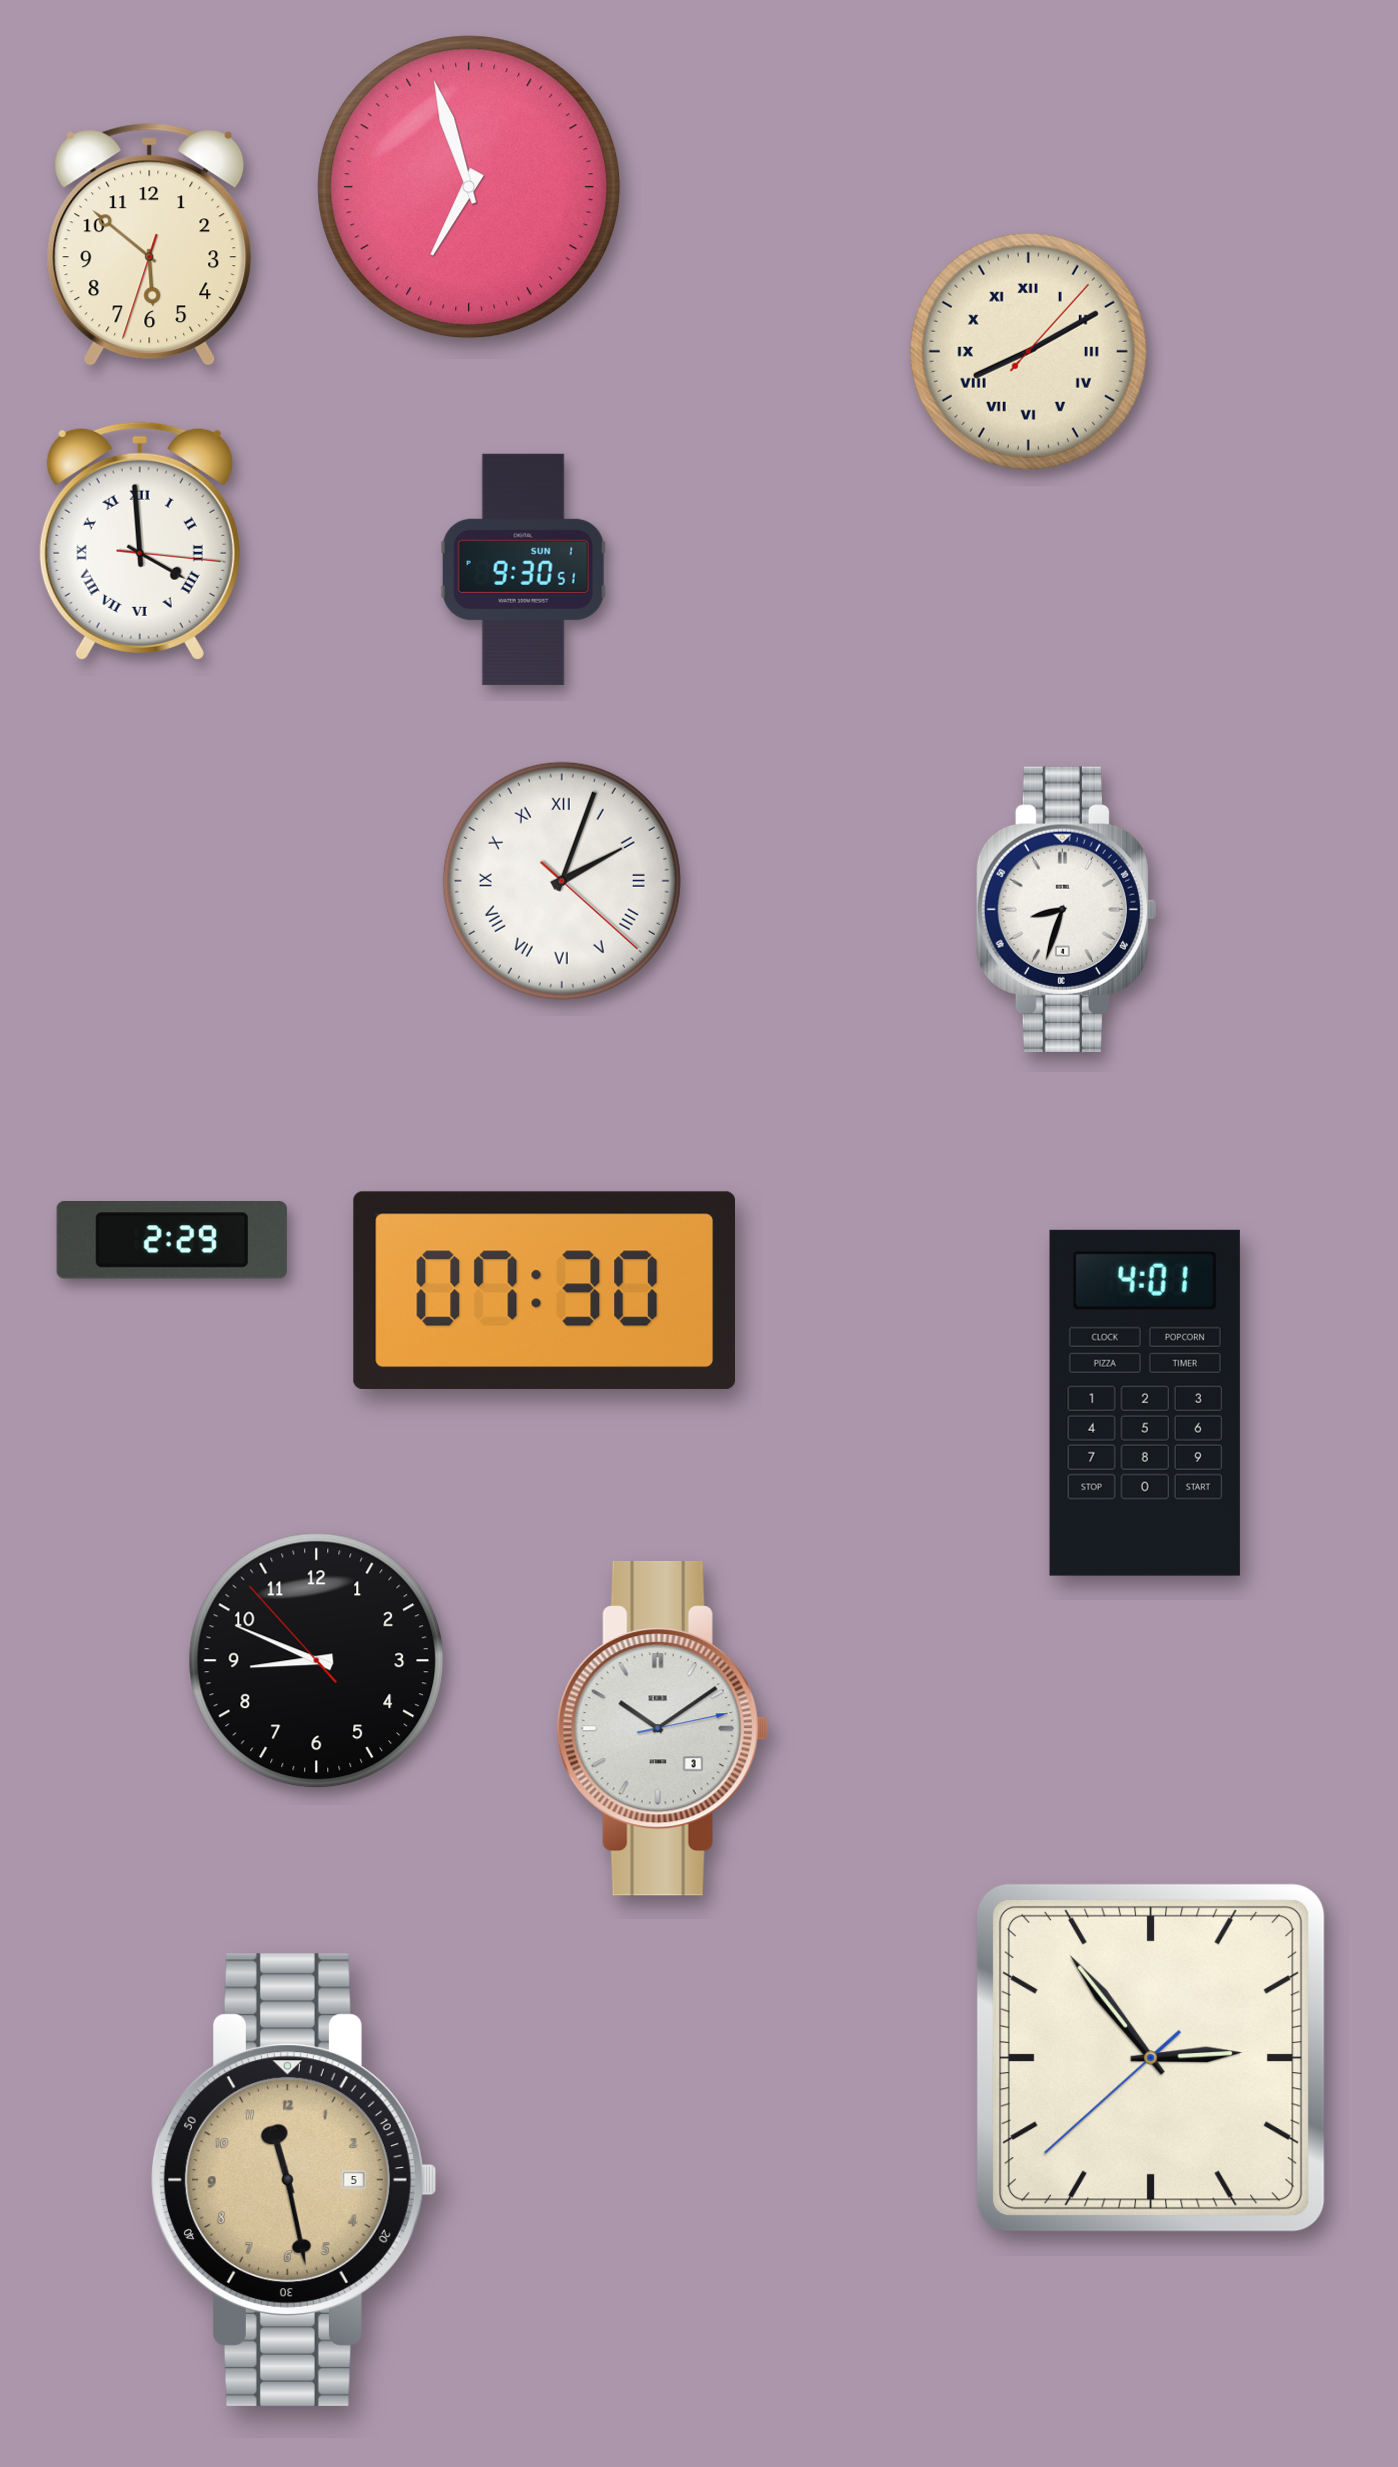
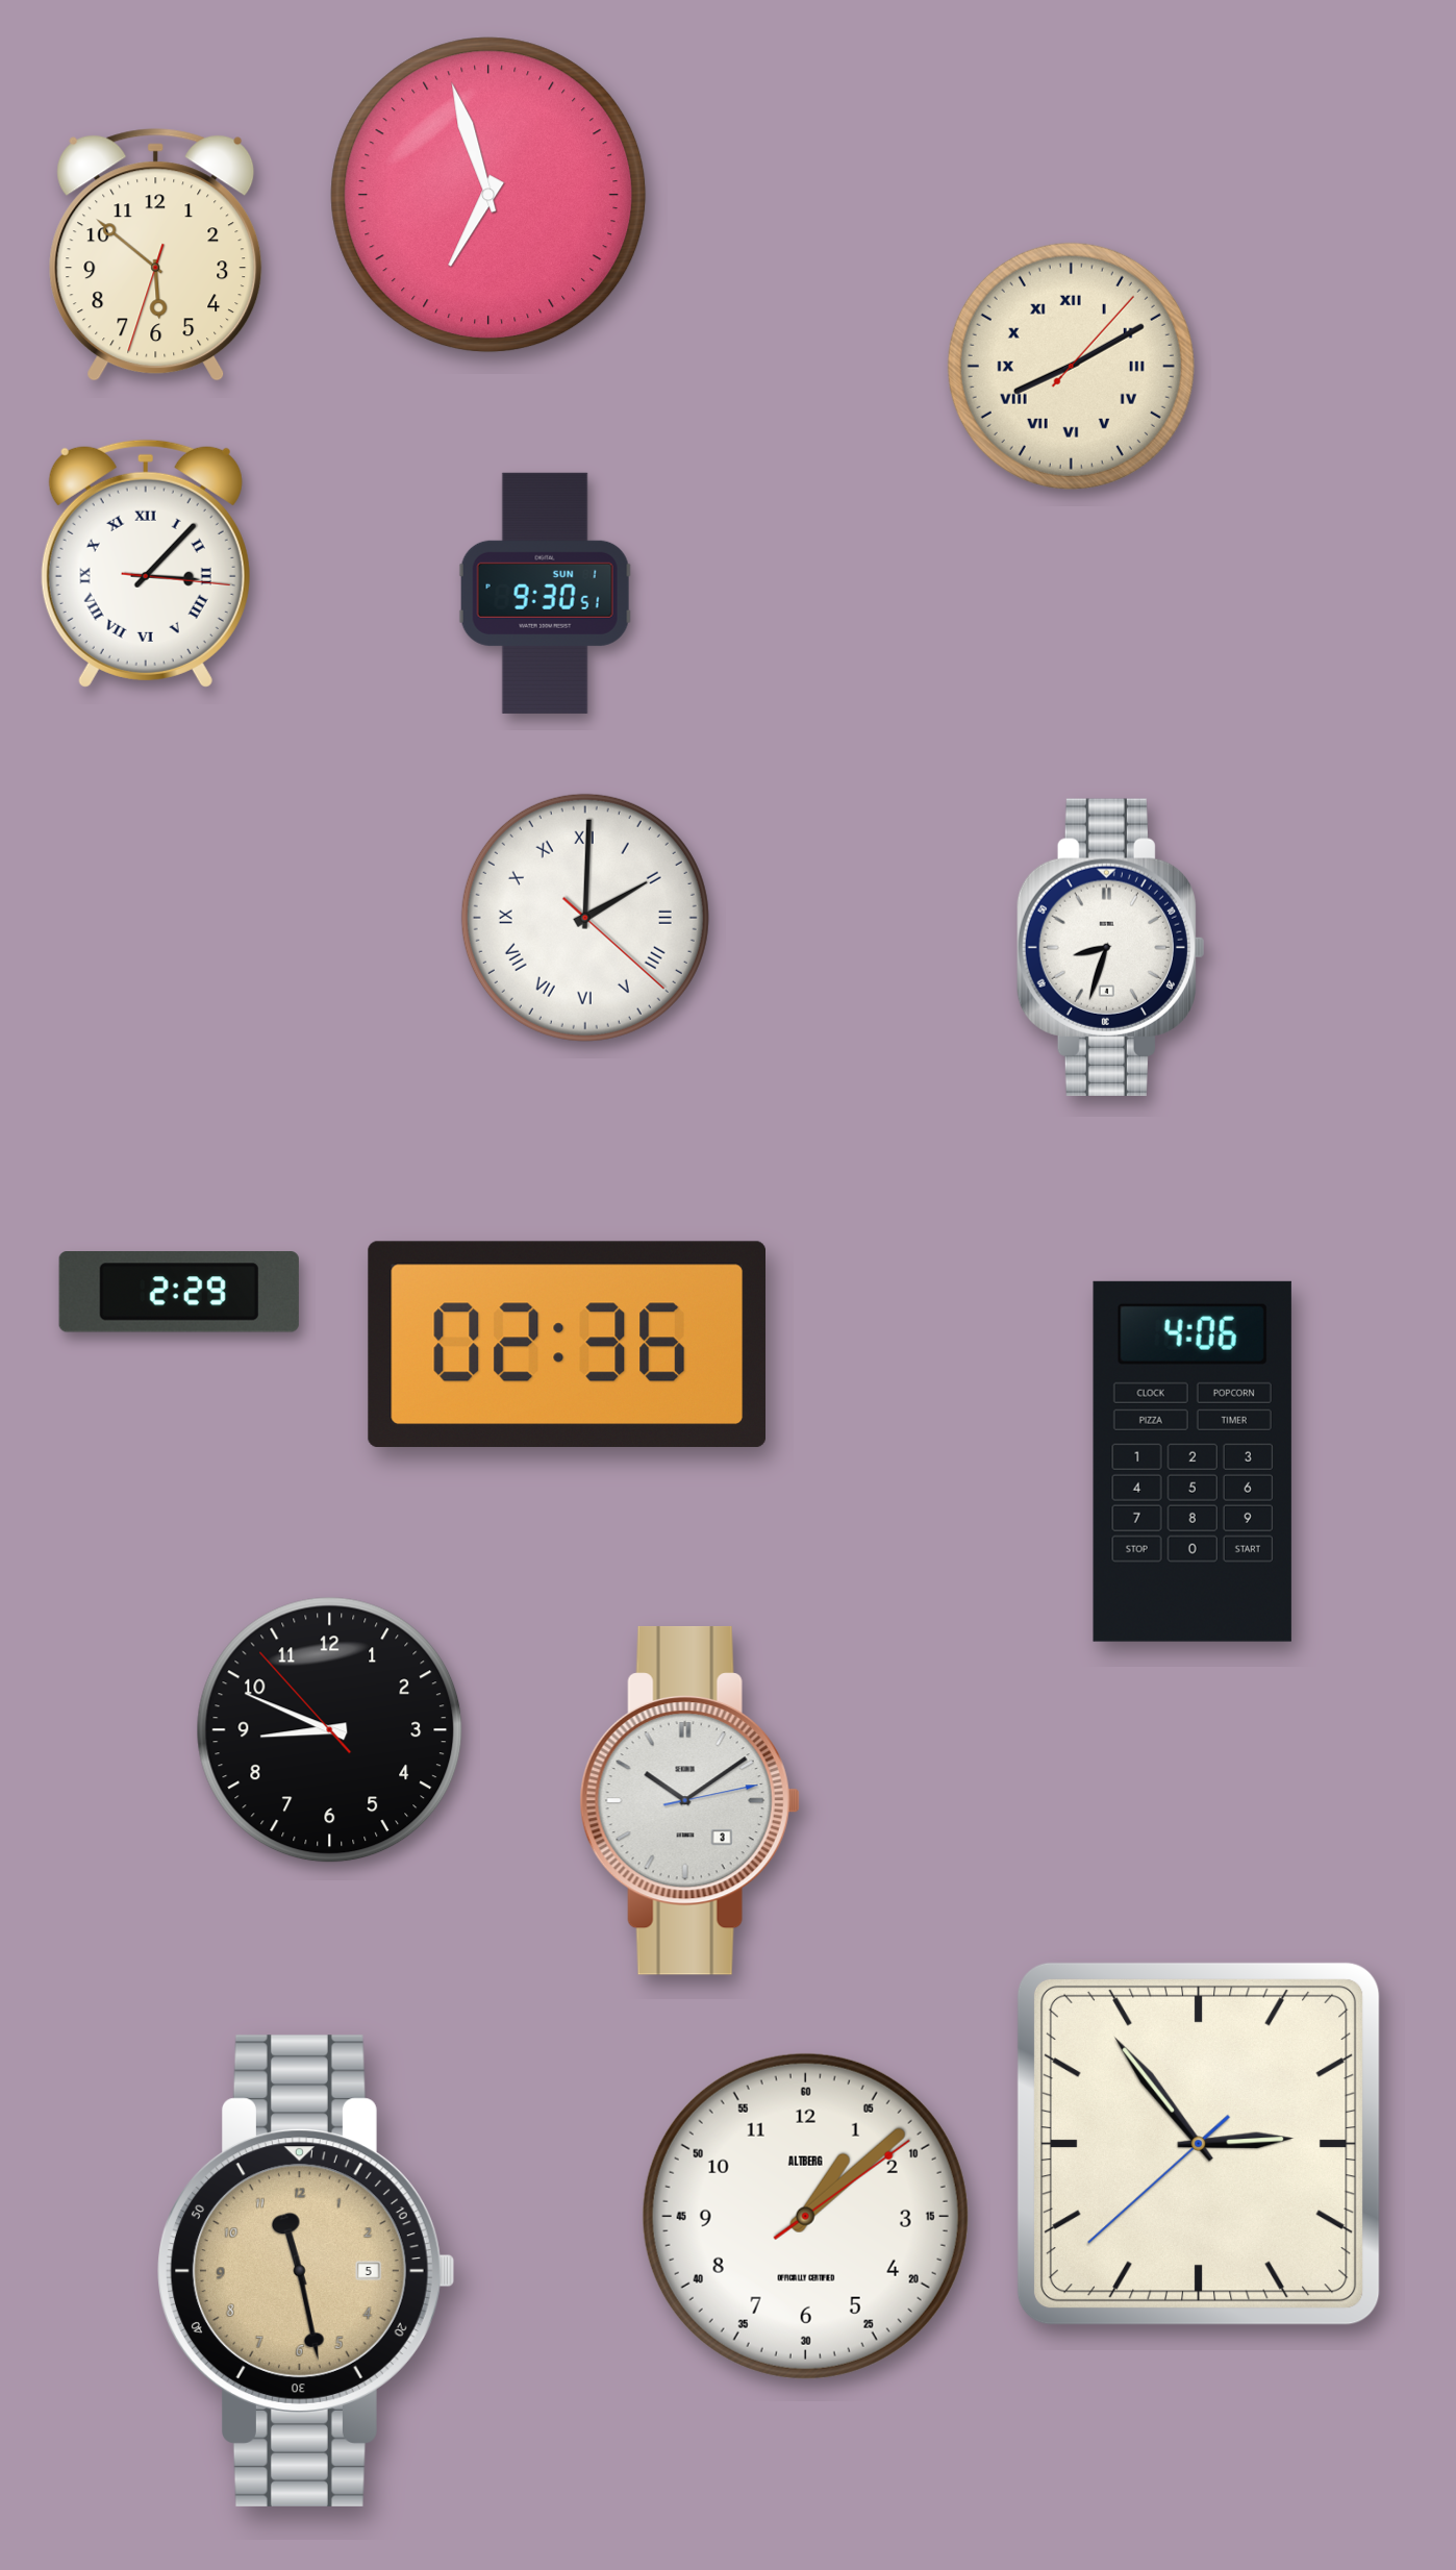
clock at (140, 541): 3:59 -> 3:07
clock at (562, 881): 2:03 -> 2:00
clock at (544, 1290): 07:30 -> 02:36
clock at (1145, 1403): 4:01 -> 4:06
clock at (805, 2216): none -> 1:08
